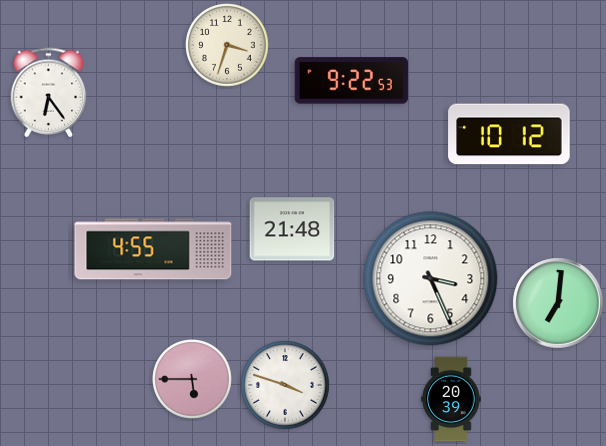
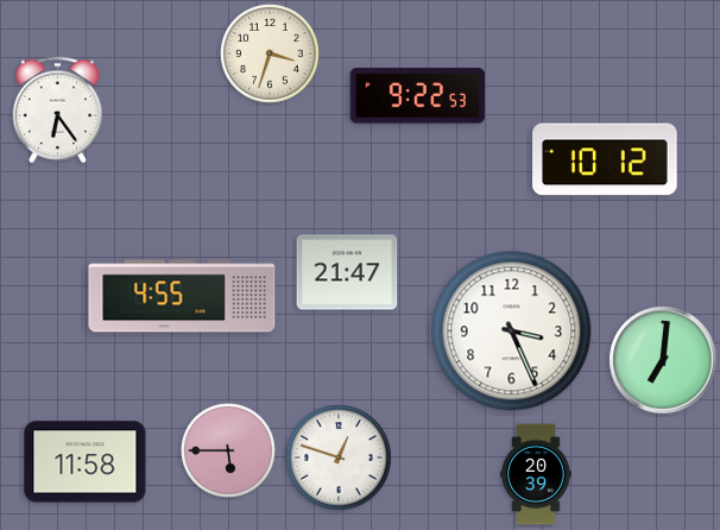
clock at (292, 229): 21:48 -> 21:47
clock at (285, 385): 3:48 -> 12:48
clock at (86, 462): none -> 11:58
